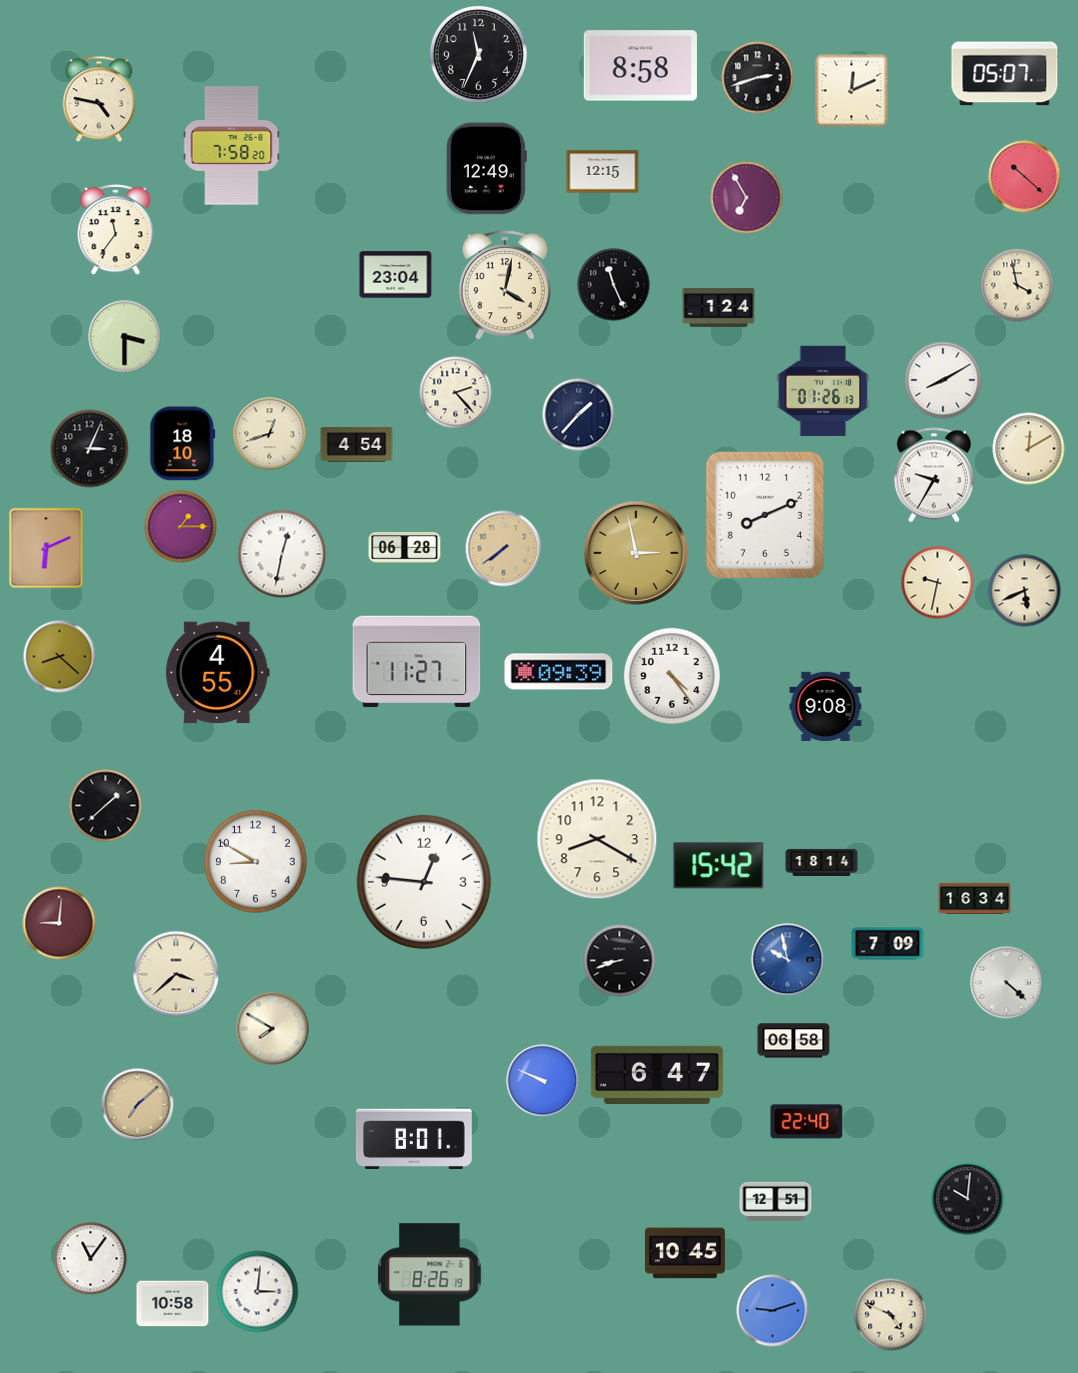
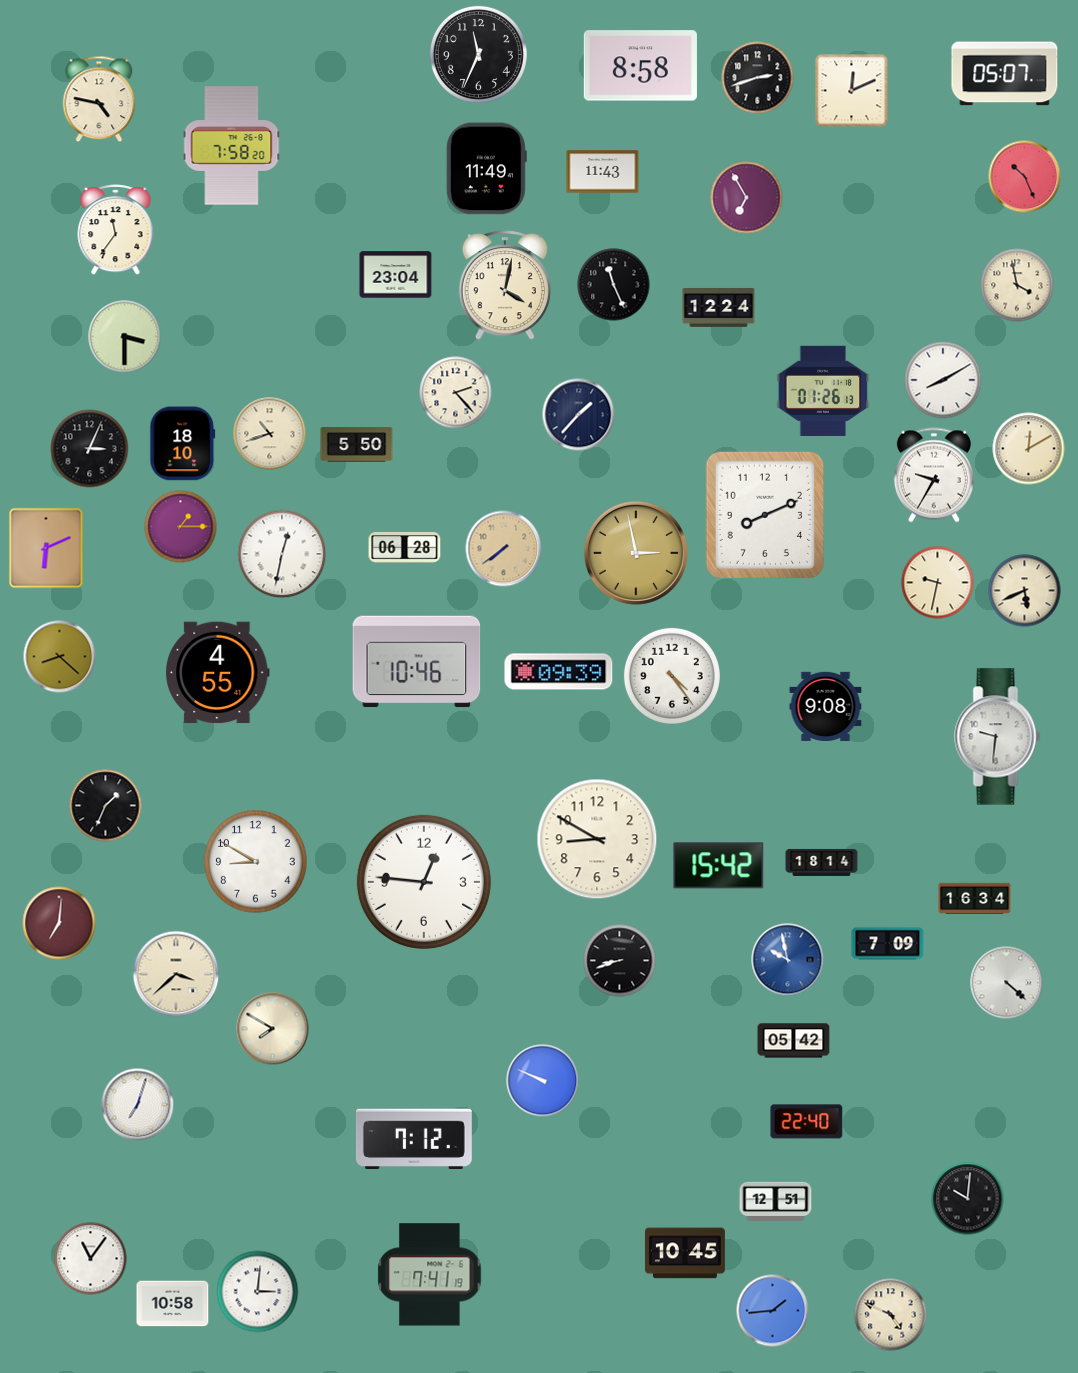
clock at (486, 169): 12:49 -> 11:49
clock at (603, 172): 12:15 -> 11:43
clock at (1025, 177): 10:22 -> 10:26
clock at (719, 308): 1:24 -> 12:24
clock at (270, 434): 12:42 -> 10:42
clock at (357, 445): 4:54 -> 5:50
clock at (417, 662): 11:27 -> 10:46
clock at (998, 737): none -> 9:31
clock at (106, 806): 1:38 -> 1:34
clock at (597, 839): 8:20 -> 8:50
clock at (59, 923): 9:01 -> 7:01
clock at (794, 1041): 06:58 -> 05:42
clock at (657, 1074): 6:47 -> none
clock at (138, 1105): 7:08 -> 7:03
clock at (138, 1105) dial: champagne -> white
clock at (414, 1138): 8:01 -> 7:12
clock at (430, 1275): 8:26 -> 7:41
clock at (773, 1311): 9:12 -> 1:44
